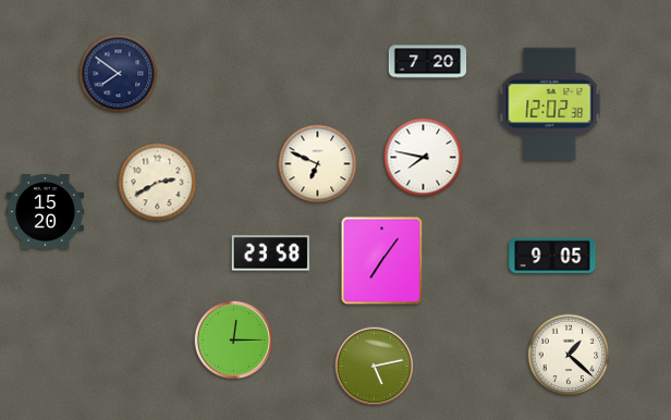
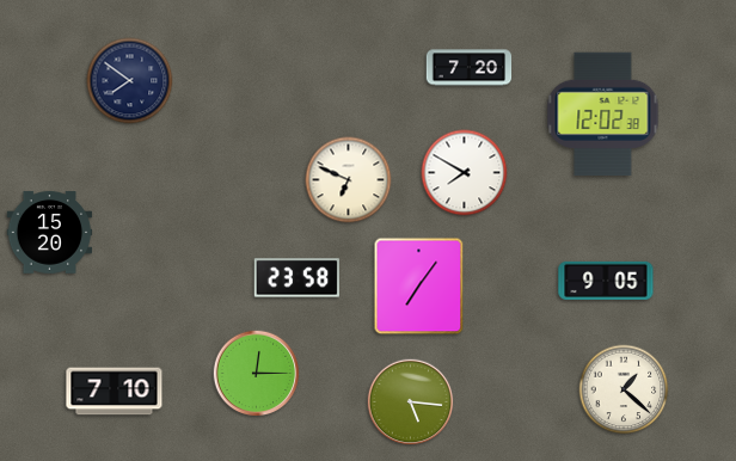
clock at (424, 158): 7:47 -> 7:50
clock at (158, 183): 2:40 -> none
clock at (115, 392): none -> 7:10
clock at (375, 367): 5:13 -> 5:16
